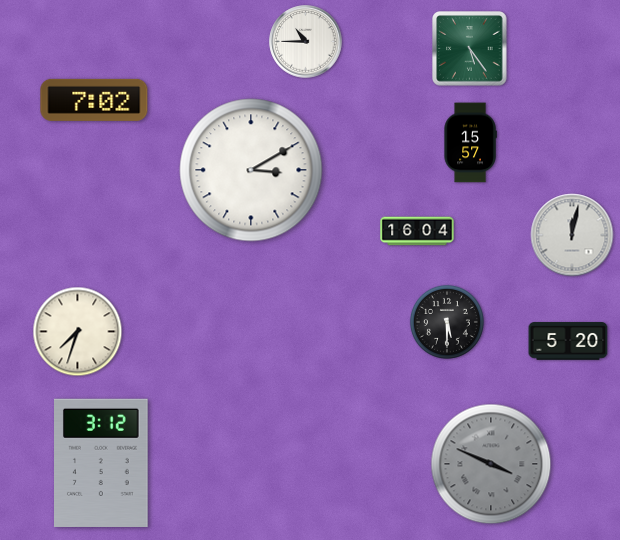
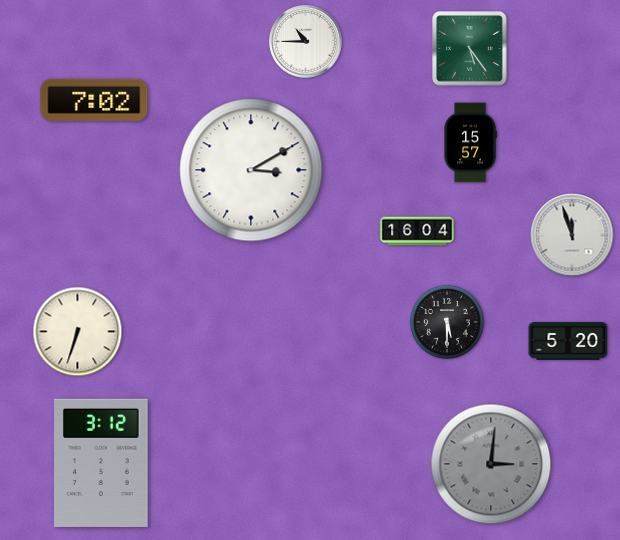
clock at (572, 235): 12:02 -> 11:57
clock at (78, 332): 7:33 -> 6:33
clock at (491, 464): 3:49 -> 3:01
